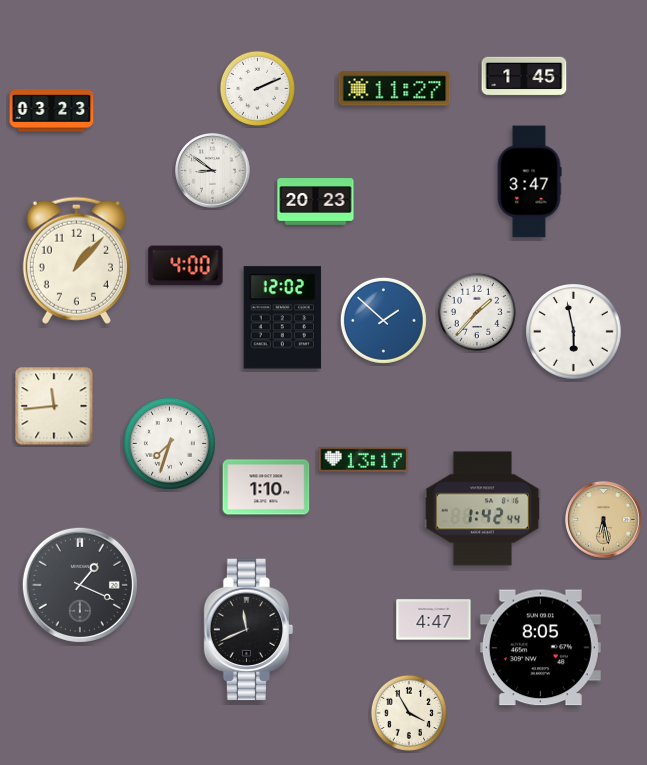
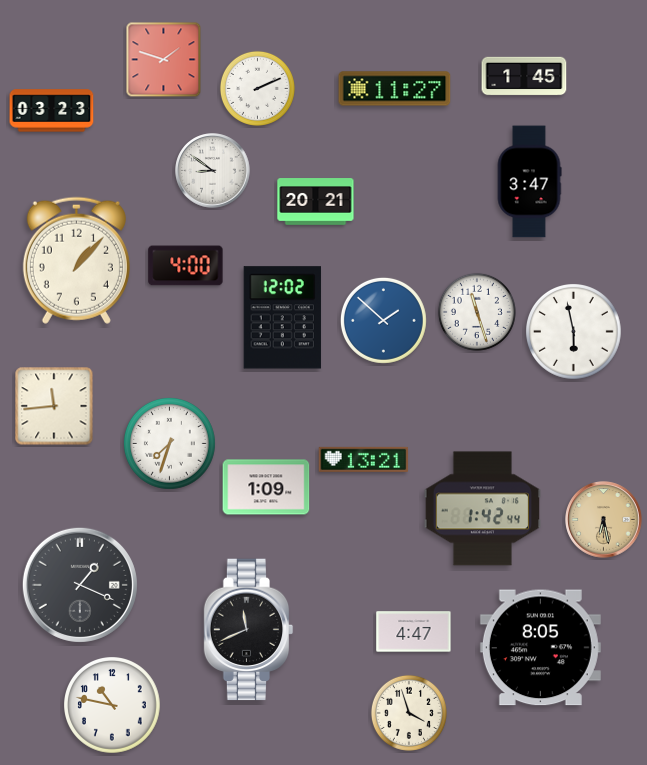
clock at (164, 60): none -> 1:48
clock at (316, 202): 20:23 -> 20:21
clock at (477, 312): 1:37 -> 11:27
clock at (364, 459): 13:17 -> 13:21
clock at (266, 487): 1:10 -> 1:09
clock at (434, 620) position: (434, 620) -> (414, 632)
clock at (113, 706): none -> 10:47
clock at (409, 713): 3:55 -> 3:57
